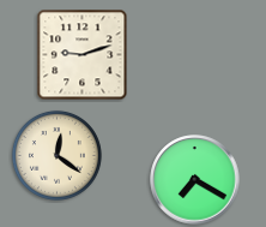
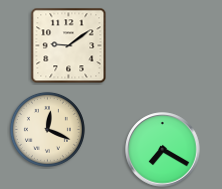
clock at (83, 55): 9:12 -> 9:09
clock at (56, 155): 12:21 -> 12:19
